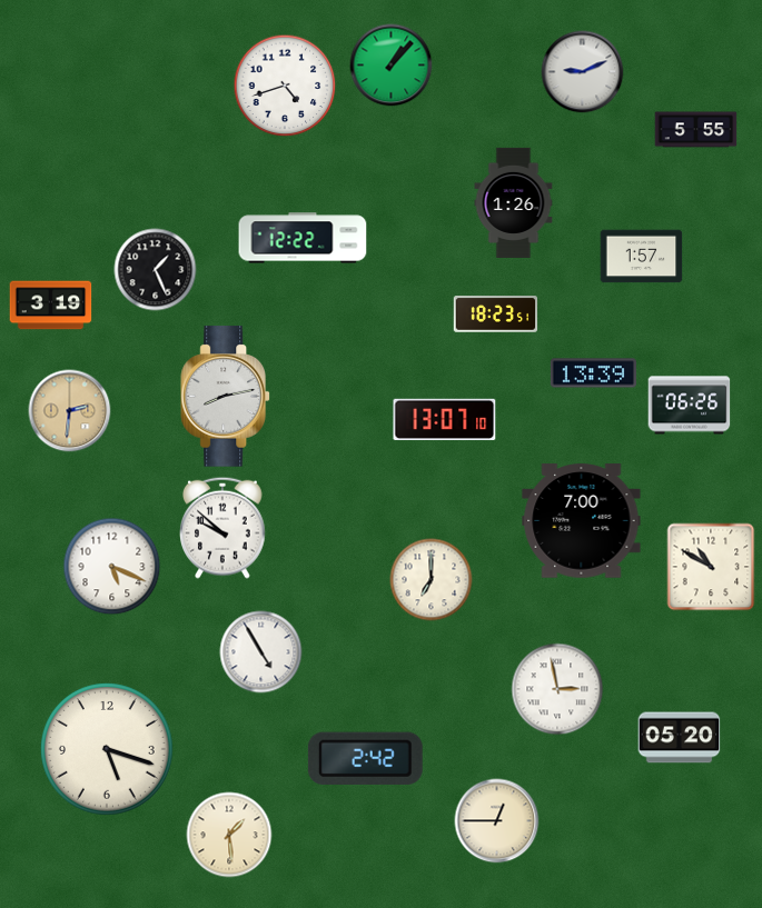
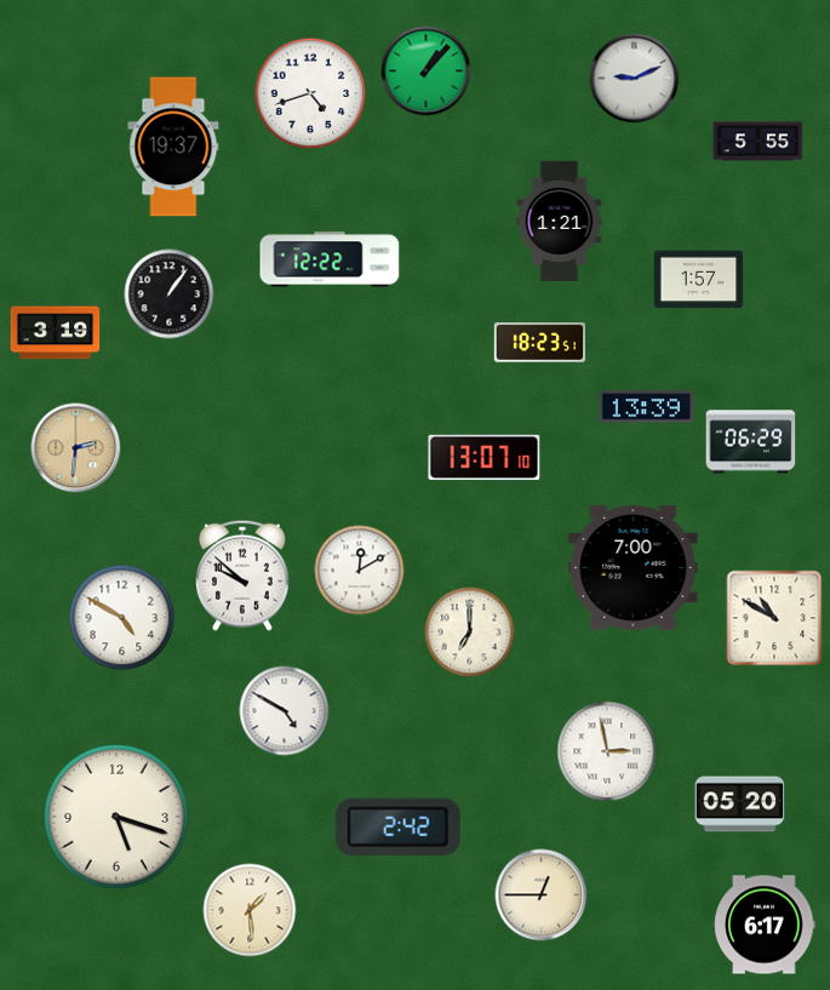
clock at (173, 147): none -> 19:37
clock at (514, 202): 1:26 -> 1:21
clock at (156, 270): 1:26 -> 1:06
clock at (226, 397): 8:13 -> none
clock at (690, 406): 06:26 -> 06:29
clock at (360, 571): none -> 12:10
clock at (112, 567): 5:19 -> 4:50
clock at (261, 652): 4:55 -> 4:50
clock at (765, 925): none -> 6:17
